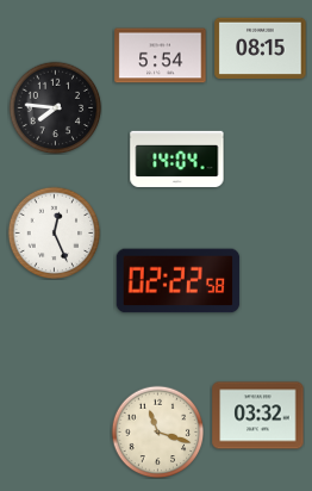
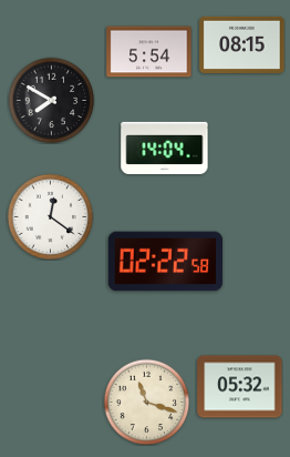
clock at (55, 107): 7:46 -> 7:50
clock at (54, 232): 12:26 -> 12:21
clock at (258, 416): 03:32 -> 05:32
